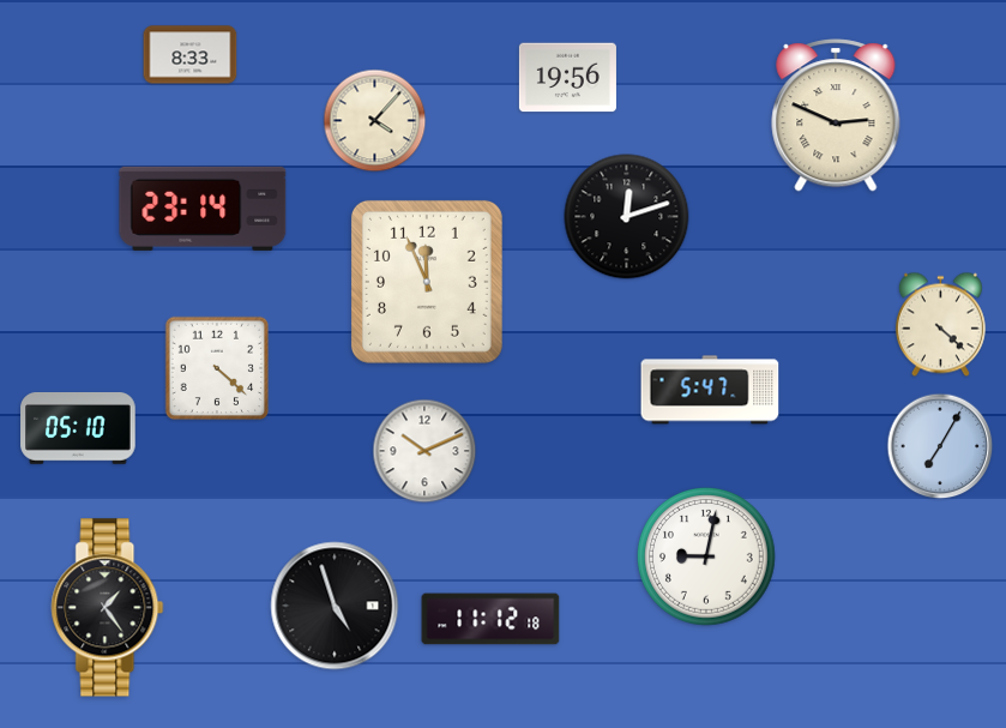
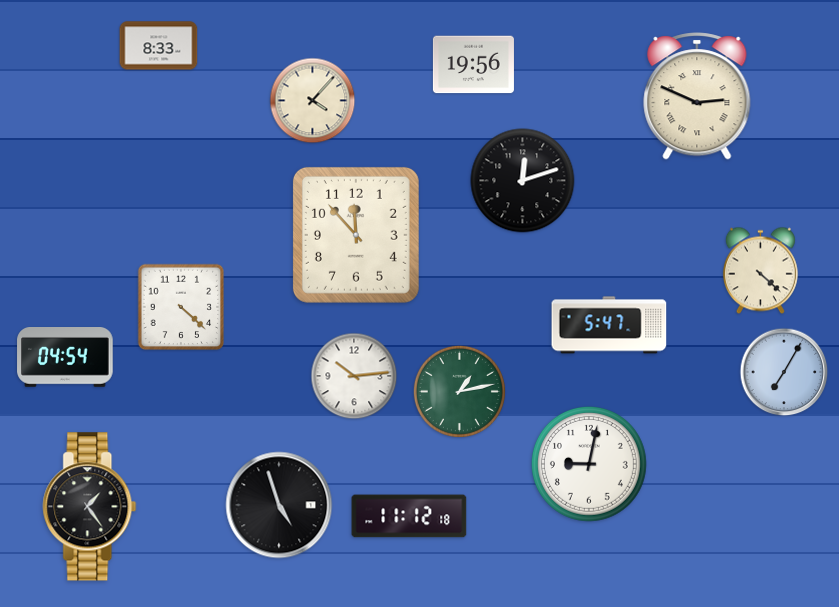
clock at (203, 209): 23:14 -> none
clock at (427, 282): 11:56 -> 11:53
clock at (940, 325) position: (940, 325) -> (760, 271)
clock at (710, 390) position: (710, 390) -> (609, 325)
clock at (78, 429): 05:10 -> 04:54
clock at (424, 451): 10:11 -> 10:14
clock at (459, 391): none -> 1:13
